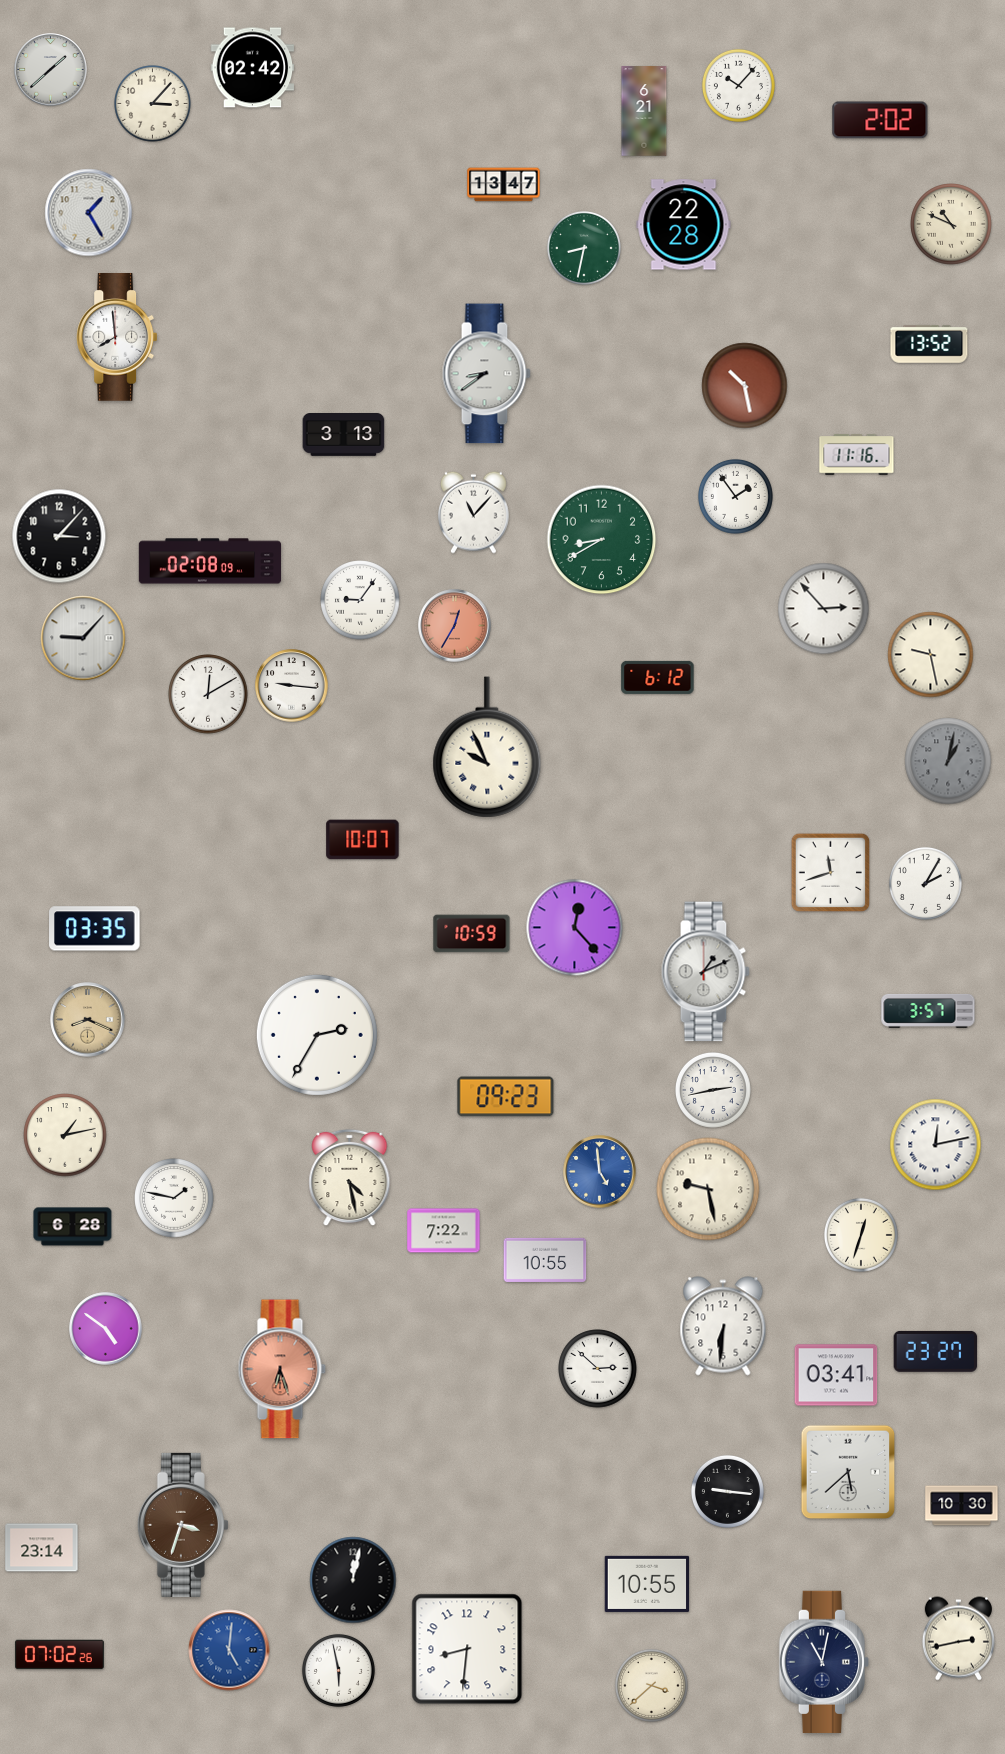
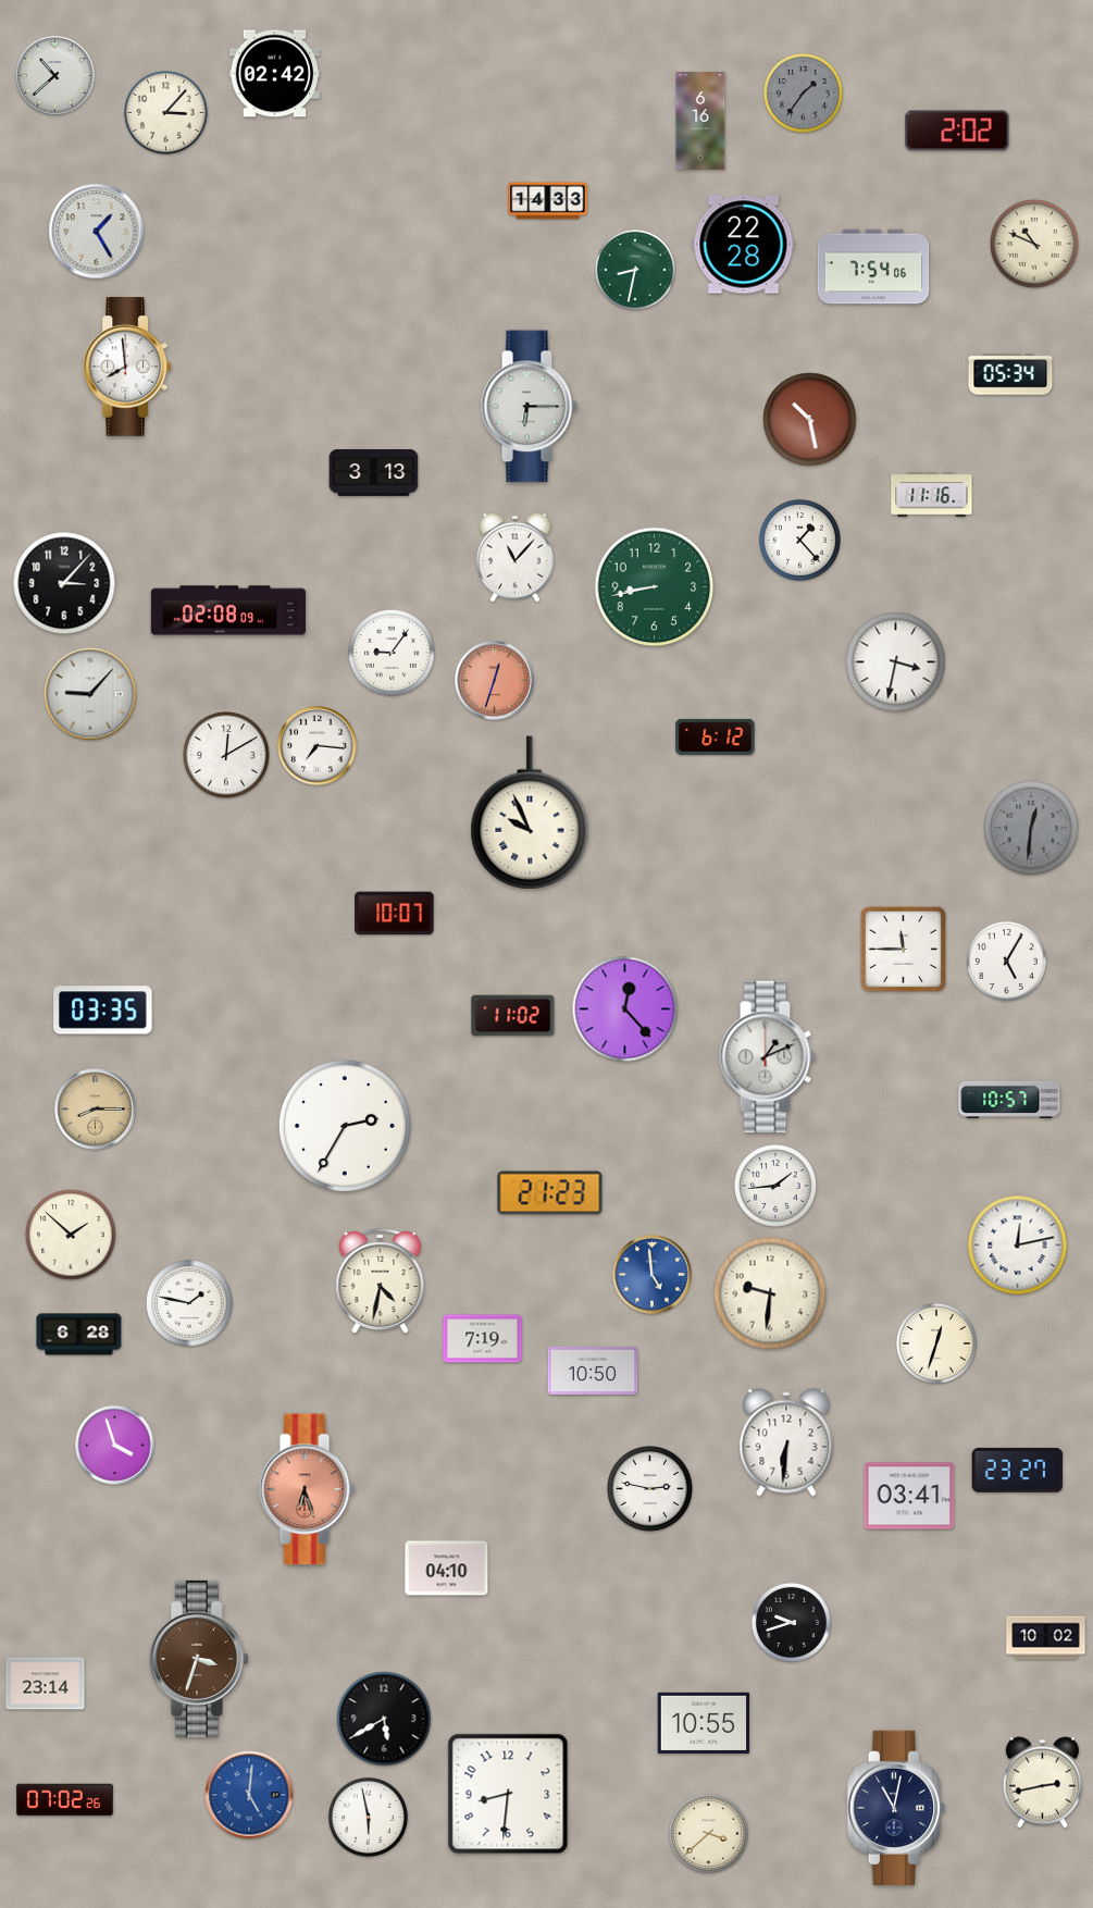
clock at (51, 70): 1:38 -> 10:38
clock at (738, 85): 10:07 -> 1:36
clock at (738, 85) dial: white -> grey
clock at (644, 111): 6:21 -> 6:16
clock at (504, 185): 13:47 -> 14:33
clock at (873, 267): none -> 7:54
clock at (929, 344): 13:52 -> 05:34
clock at (486, 374): 8:39 -> 6:15
clock at (735, 496): 1:54 -> 1:23
clock at (602, 540): 8:40 -> 8:43
clock at (824, 609): 2:53 -> 3:32
clock at (455, 626): 12:35 -> 12:33
clock at (931, 655): 9:28 -> none
clock at (292, 686): 9:16 -> 7:16
clock at (948, 761): 1:02 -> 12:31
clock at (831, 873): 11:42 -> 11:45
clock at (925, 883): 2:05 -> 5:05
clock at (472, 934): 10:59 -> 11:02
clock at (928, 1011): 3:57 -> 10:57
clock at (88, 1020): 8:19 -> 8:15
clock at (713, 1090): 2:43 -> 1:44
clock at (506, 1097): 09:23 -> 21:23
clock at (65, 1135): 1:13 -> 1:52
clock at (350, 1178): 4:28 -> 4:32
clock at (708, 1189): 9:28 -> 9:31
clock at (444, 1231): 7:22 -> 7:19
clock at (545, 1260): 10:55 -> 10:50
clock at (106, 1329): 4:51 -> 3:57
clock at (598, 1369): 2:52 -> 2:47
clock at (447, 1569): none -> 04:10
clock at (848, 1472): 5:38 -> none
clock at (727, 1491): 9:16 -> 9:42
clock at (962, 1506): 10:30 -> 10:02
clock at (353, 1580): 12:02 -> 5:40
